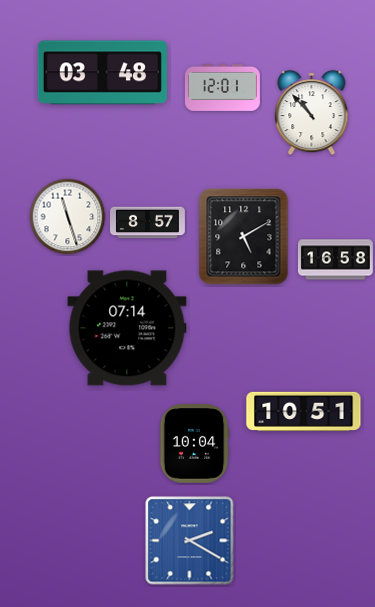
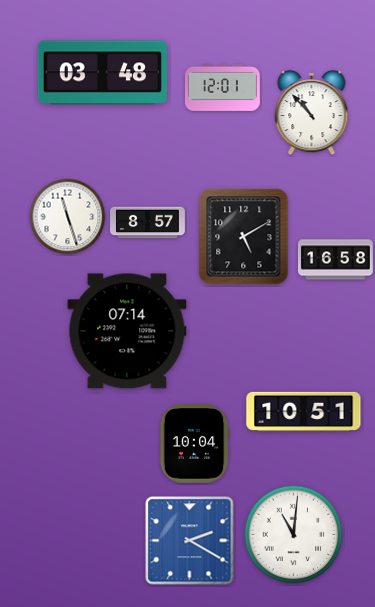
clock at (127, 328) position: (127, 328) -> (127, 331)
clock at (294, 535): none -> 11:01
